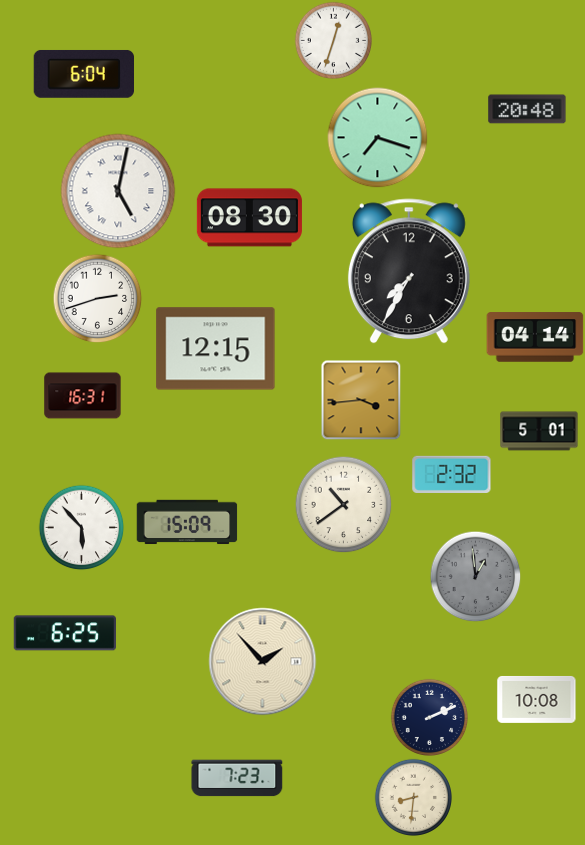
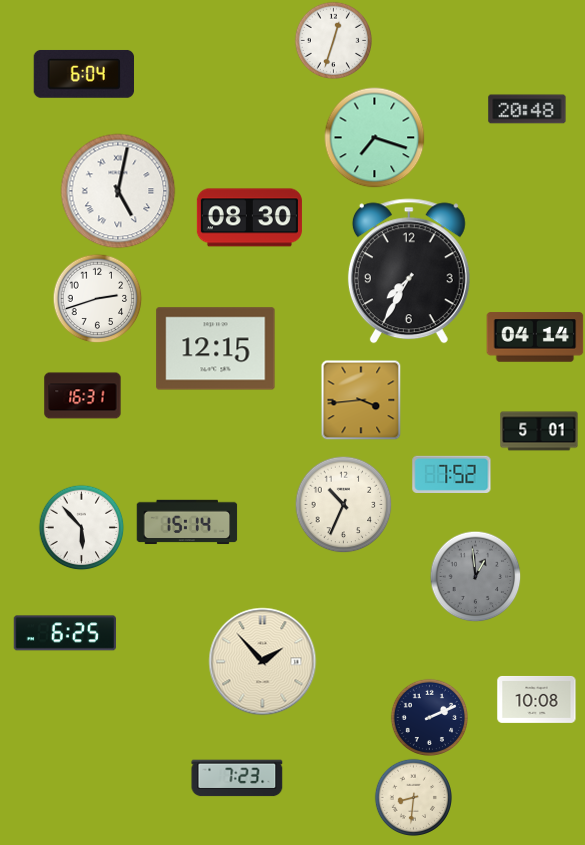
clock at (378, 138) position: (378, 138) -> (375, 138)
clock at (452, 474): 2:32 -> 7:52
clock at (343, 504): 10:39 -> 10:34
clock at (187, 522): 15:09 -> 15:14
